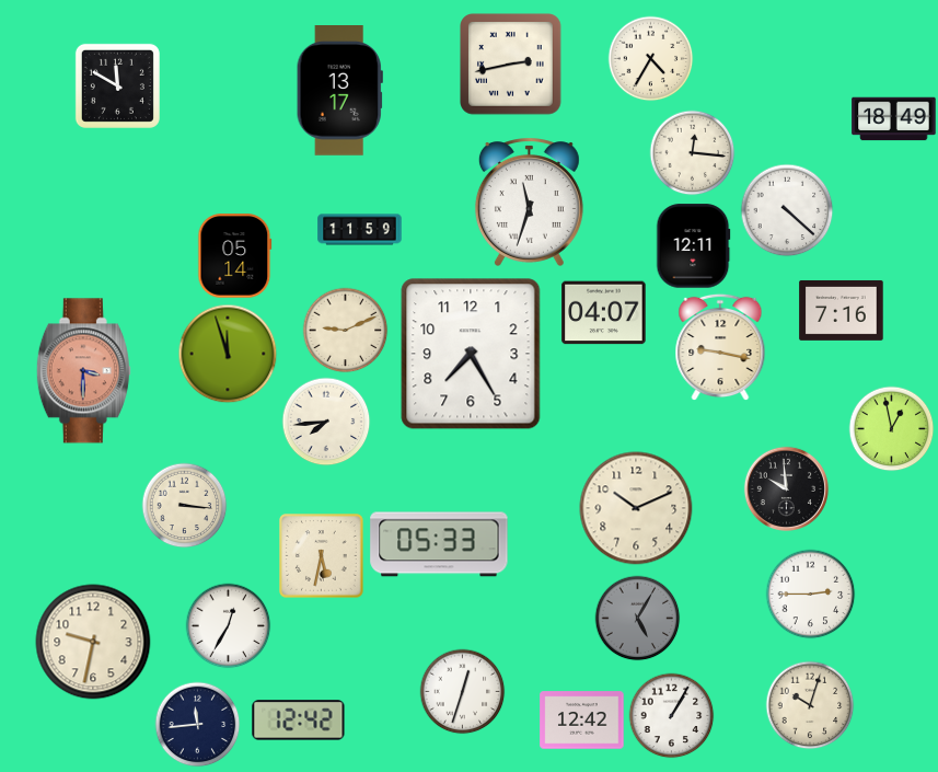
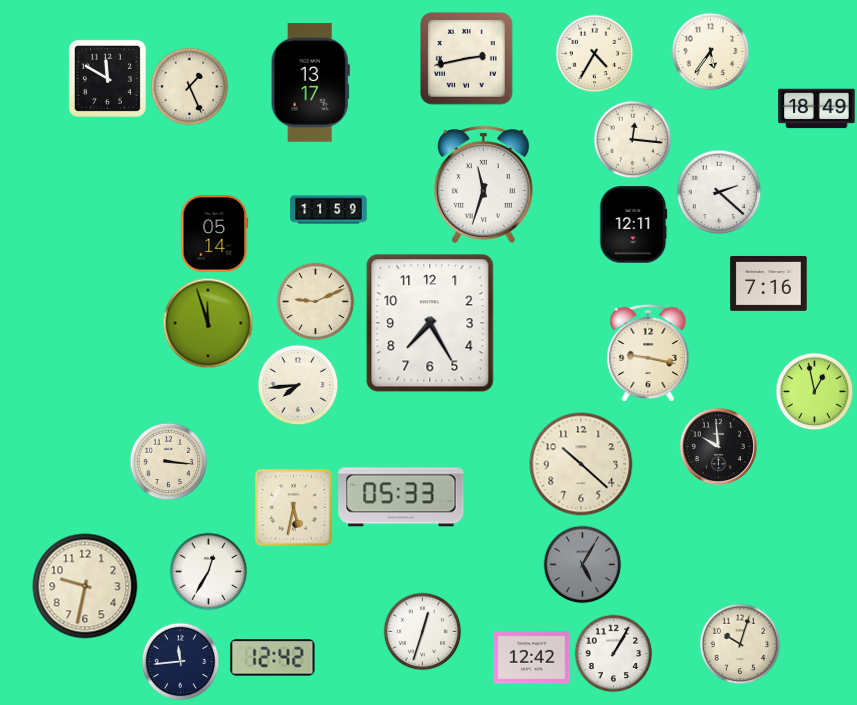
clock at (710, 51): none -> 5:36
clock at (189, 86): none -> 1:26
clock at (787, 210): 4:22 -> 2:22
clock at (604, 313): 04:07 -> none
clock at (720, 347) position: (720, 347) -> (648, 353)
clock at (83, 371): 3:30 -> none
clock at (636, 508): 10:11 -> 10:22
clock at (810, 594): 2:45 -> none
